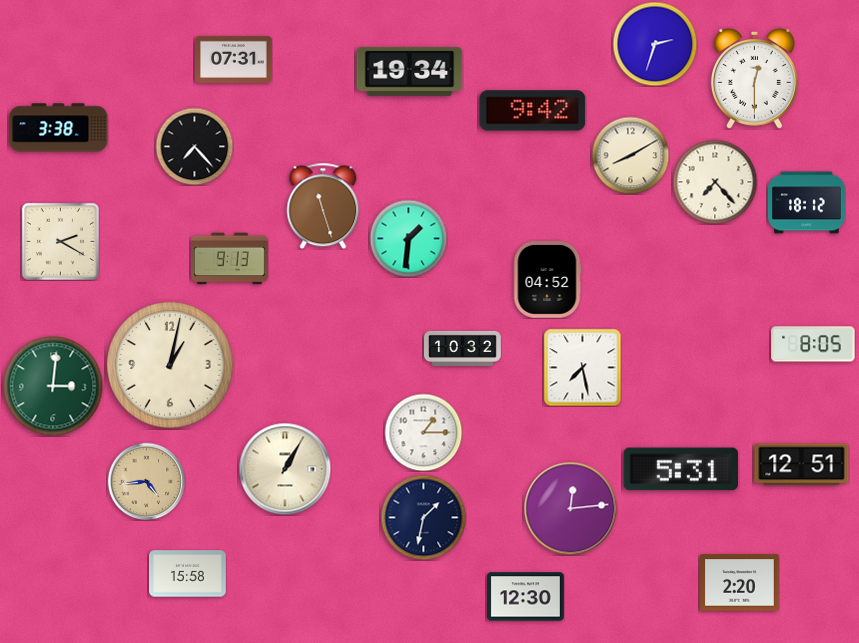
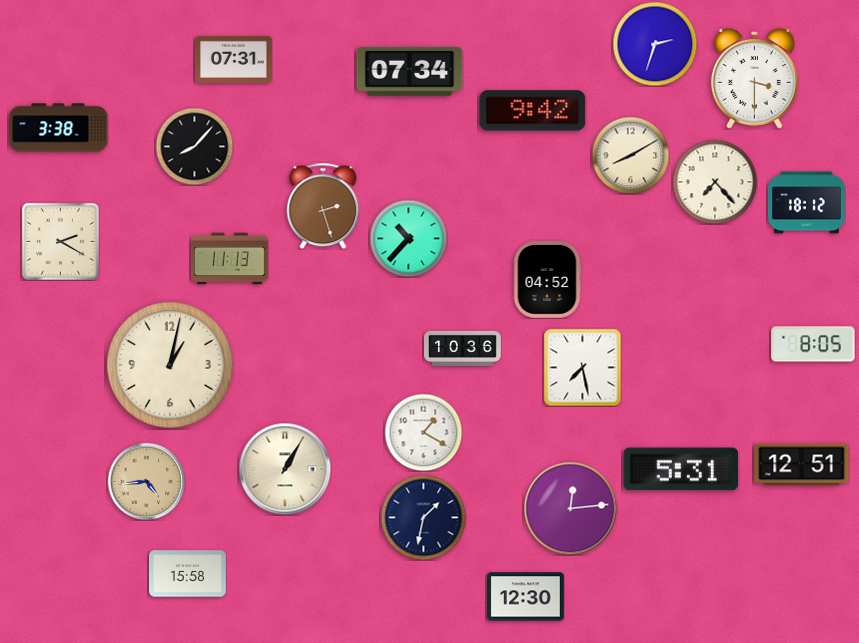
clock at (410, 71): 19:34 -> 07:34
clock at (754, 79): 12:30 -> 3:30
clock at (194, 146): 7:23 -> 8:07
clock at (323, 206): 11:27 -> 2:27
clock at (408, 238): 1:31 -> 10:37
clock at (230, 259): 9:13 -> 11:13
clock at (463, 348): 10:32 -> 10:36
clock at (53, 386): 3:01 -> none
clock at (423, 432): 1:15 -> 1:20
clock at (740, 583): 2:20 -> none
